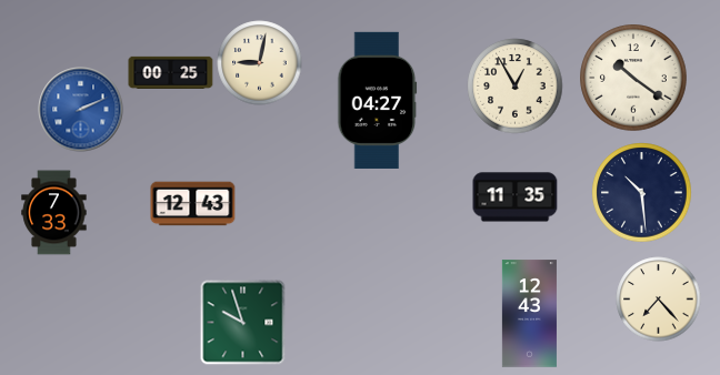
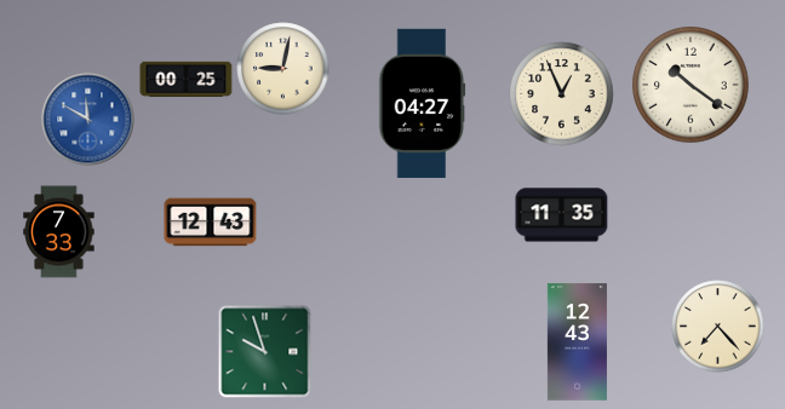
clock at (516, 87): 12:55 -> 12:56
clock at (378, 100) position: (378, 100) -> (423, 103)
clock at (81, 110): 2:11 -> 11:50
clock at (642, 193): 10:29 -> none
